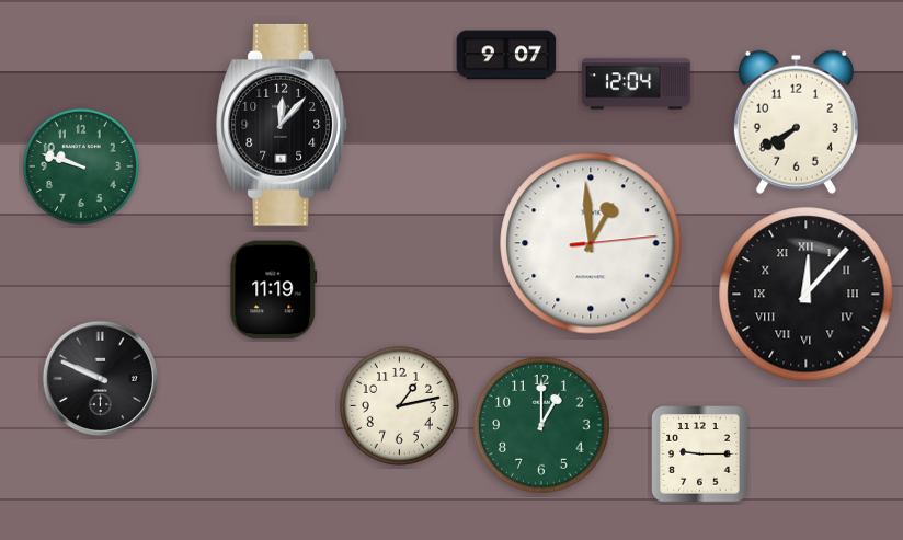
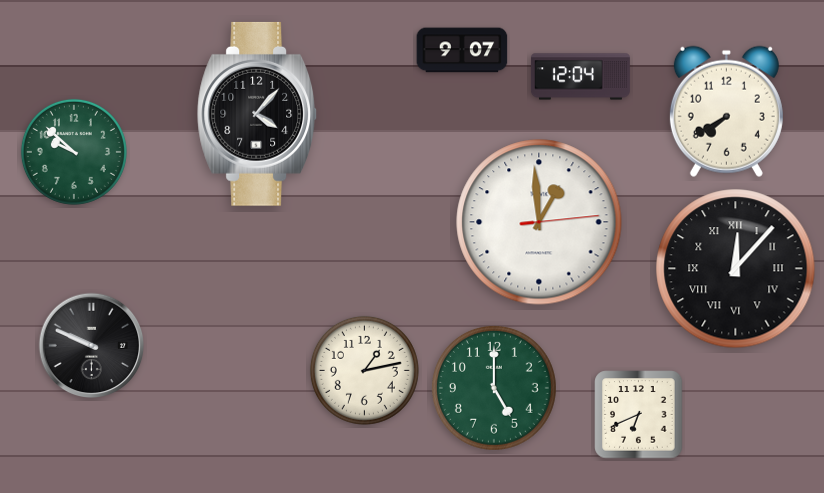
clock at (283, 125): 12:07 -> 4:07
clock at (81, 166): 9:48 -> 9:52
clock at (274, 290): 11:19 -> none
clock at (541, 425): 1:00 -> 5:00
clock at (700, 455): 9:15 -> 6:41
